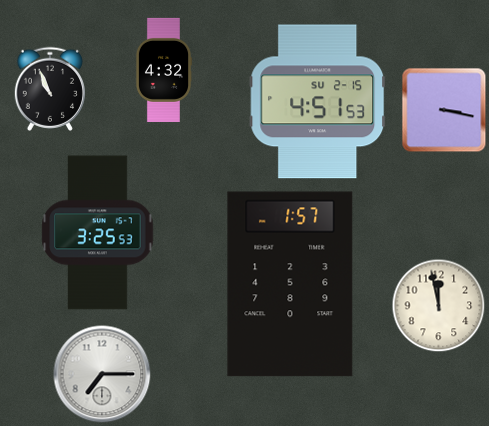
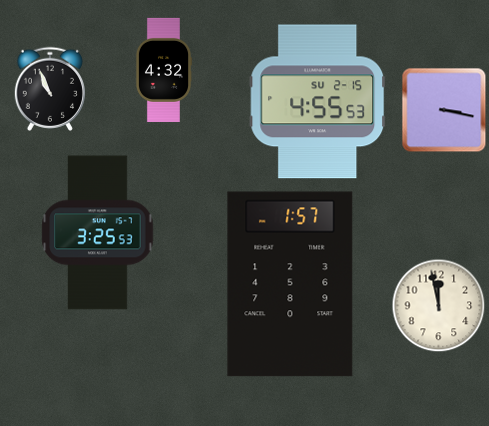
clock at (318, 102): 4:51 -> 4:55
clock at (102, 374): 7:15 -> none
